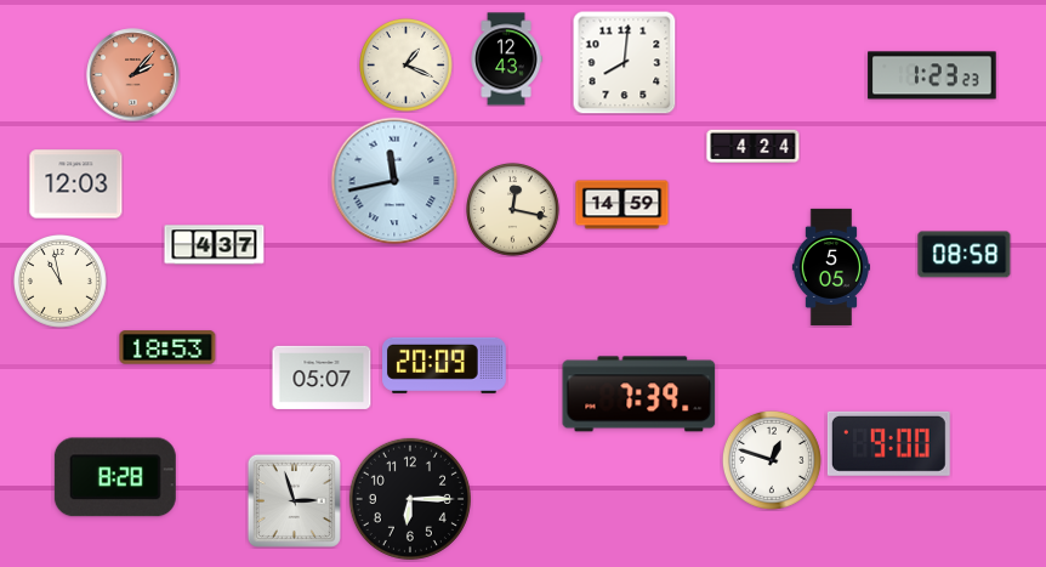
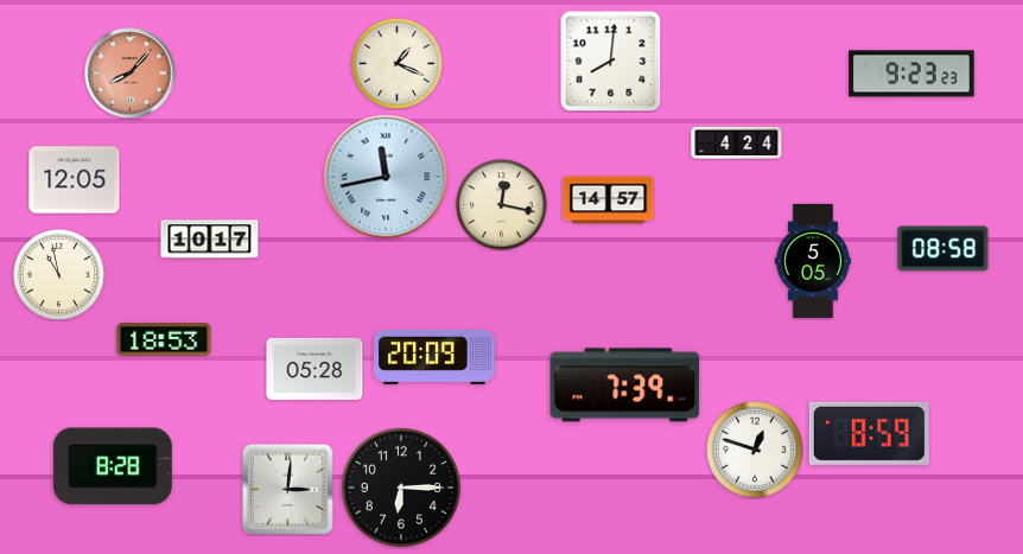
clock at (506, 59): 12:43 -> none
clock at (133, 75): 2:07 -> 8:07
clock at (932, 75): 1:23 -> 9:23
clock at (76, 185): 12:03 -> 12:05
clock at (623, 205): 14:59 -> 14:57
clock at (215, 245): 4:37 -> 10:17
clock at (322, 378): 05:07 -> 05:28
clock at (888, 443): 9:00 -> 8:59
clock at (294, 500): 2:57 -> 3:01
